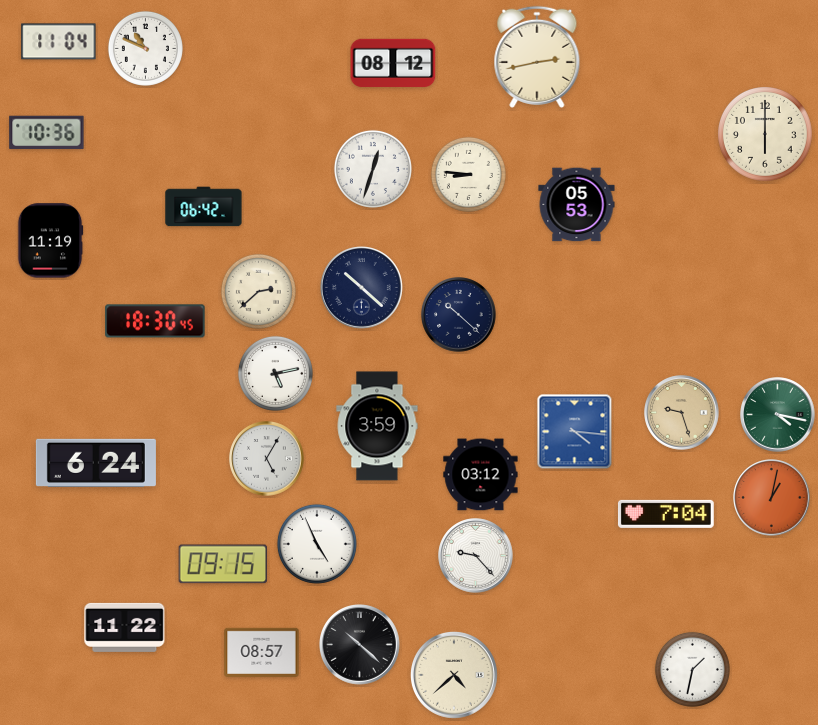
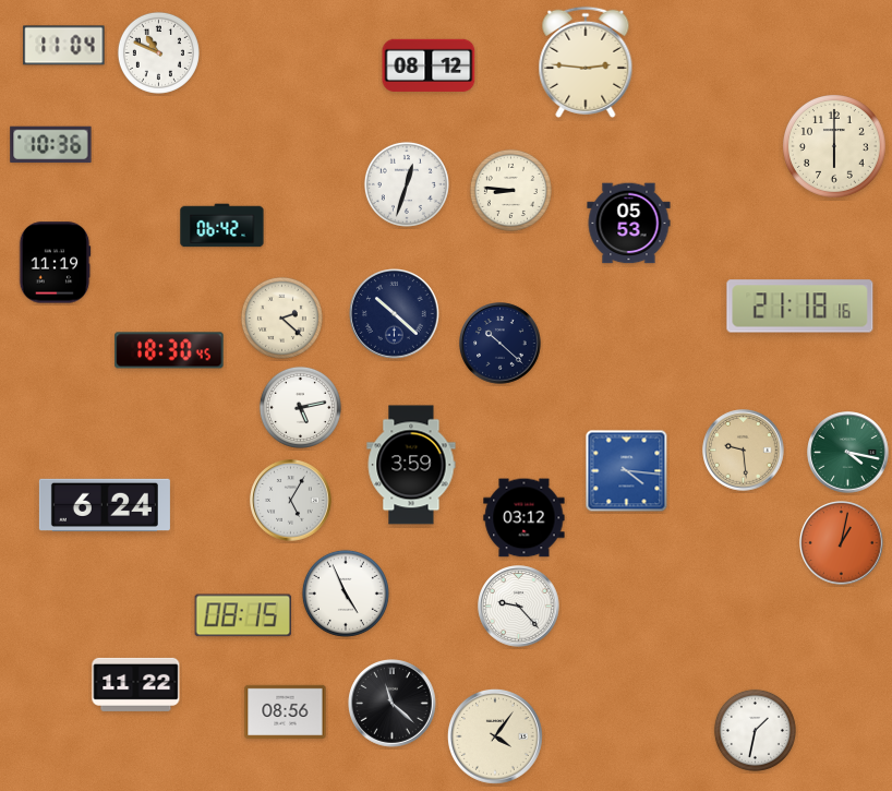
clock at (537, 57): 2:43 -> 2:46
clock at (393, 63) position: (393, 63) -> (429, 65)
clock at (800, 307): none -> 21:18
clock at (258, 291): 2:38 -> 2:22
clock at (682, 413): 9:27 -> 9:29
clock at (666, 514): 7:04 -> none
clock at (223, 564): 09:15 -> 08:15
clock at (360, 645): 10:22 -> 11:22
clock at (262, 652): 08:57 -> 08:56
clock at (454, 675): 4:38 -> 4:06
